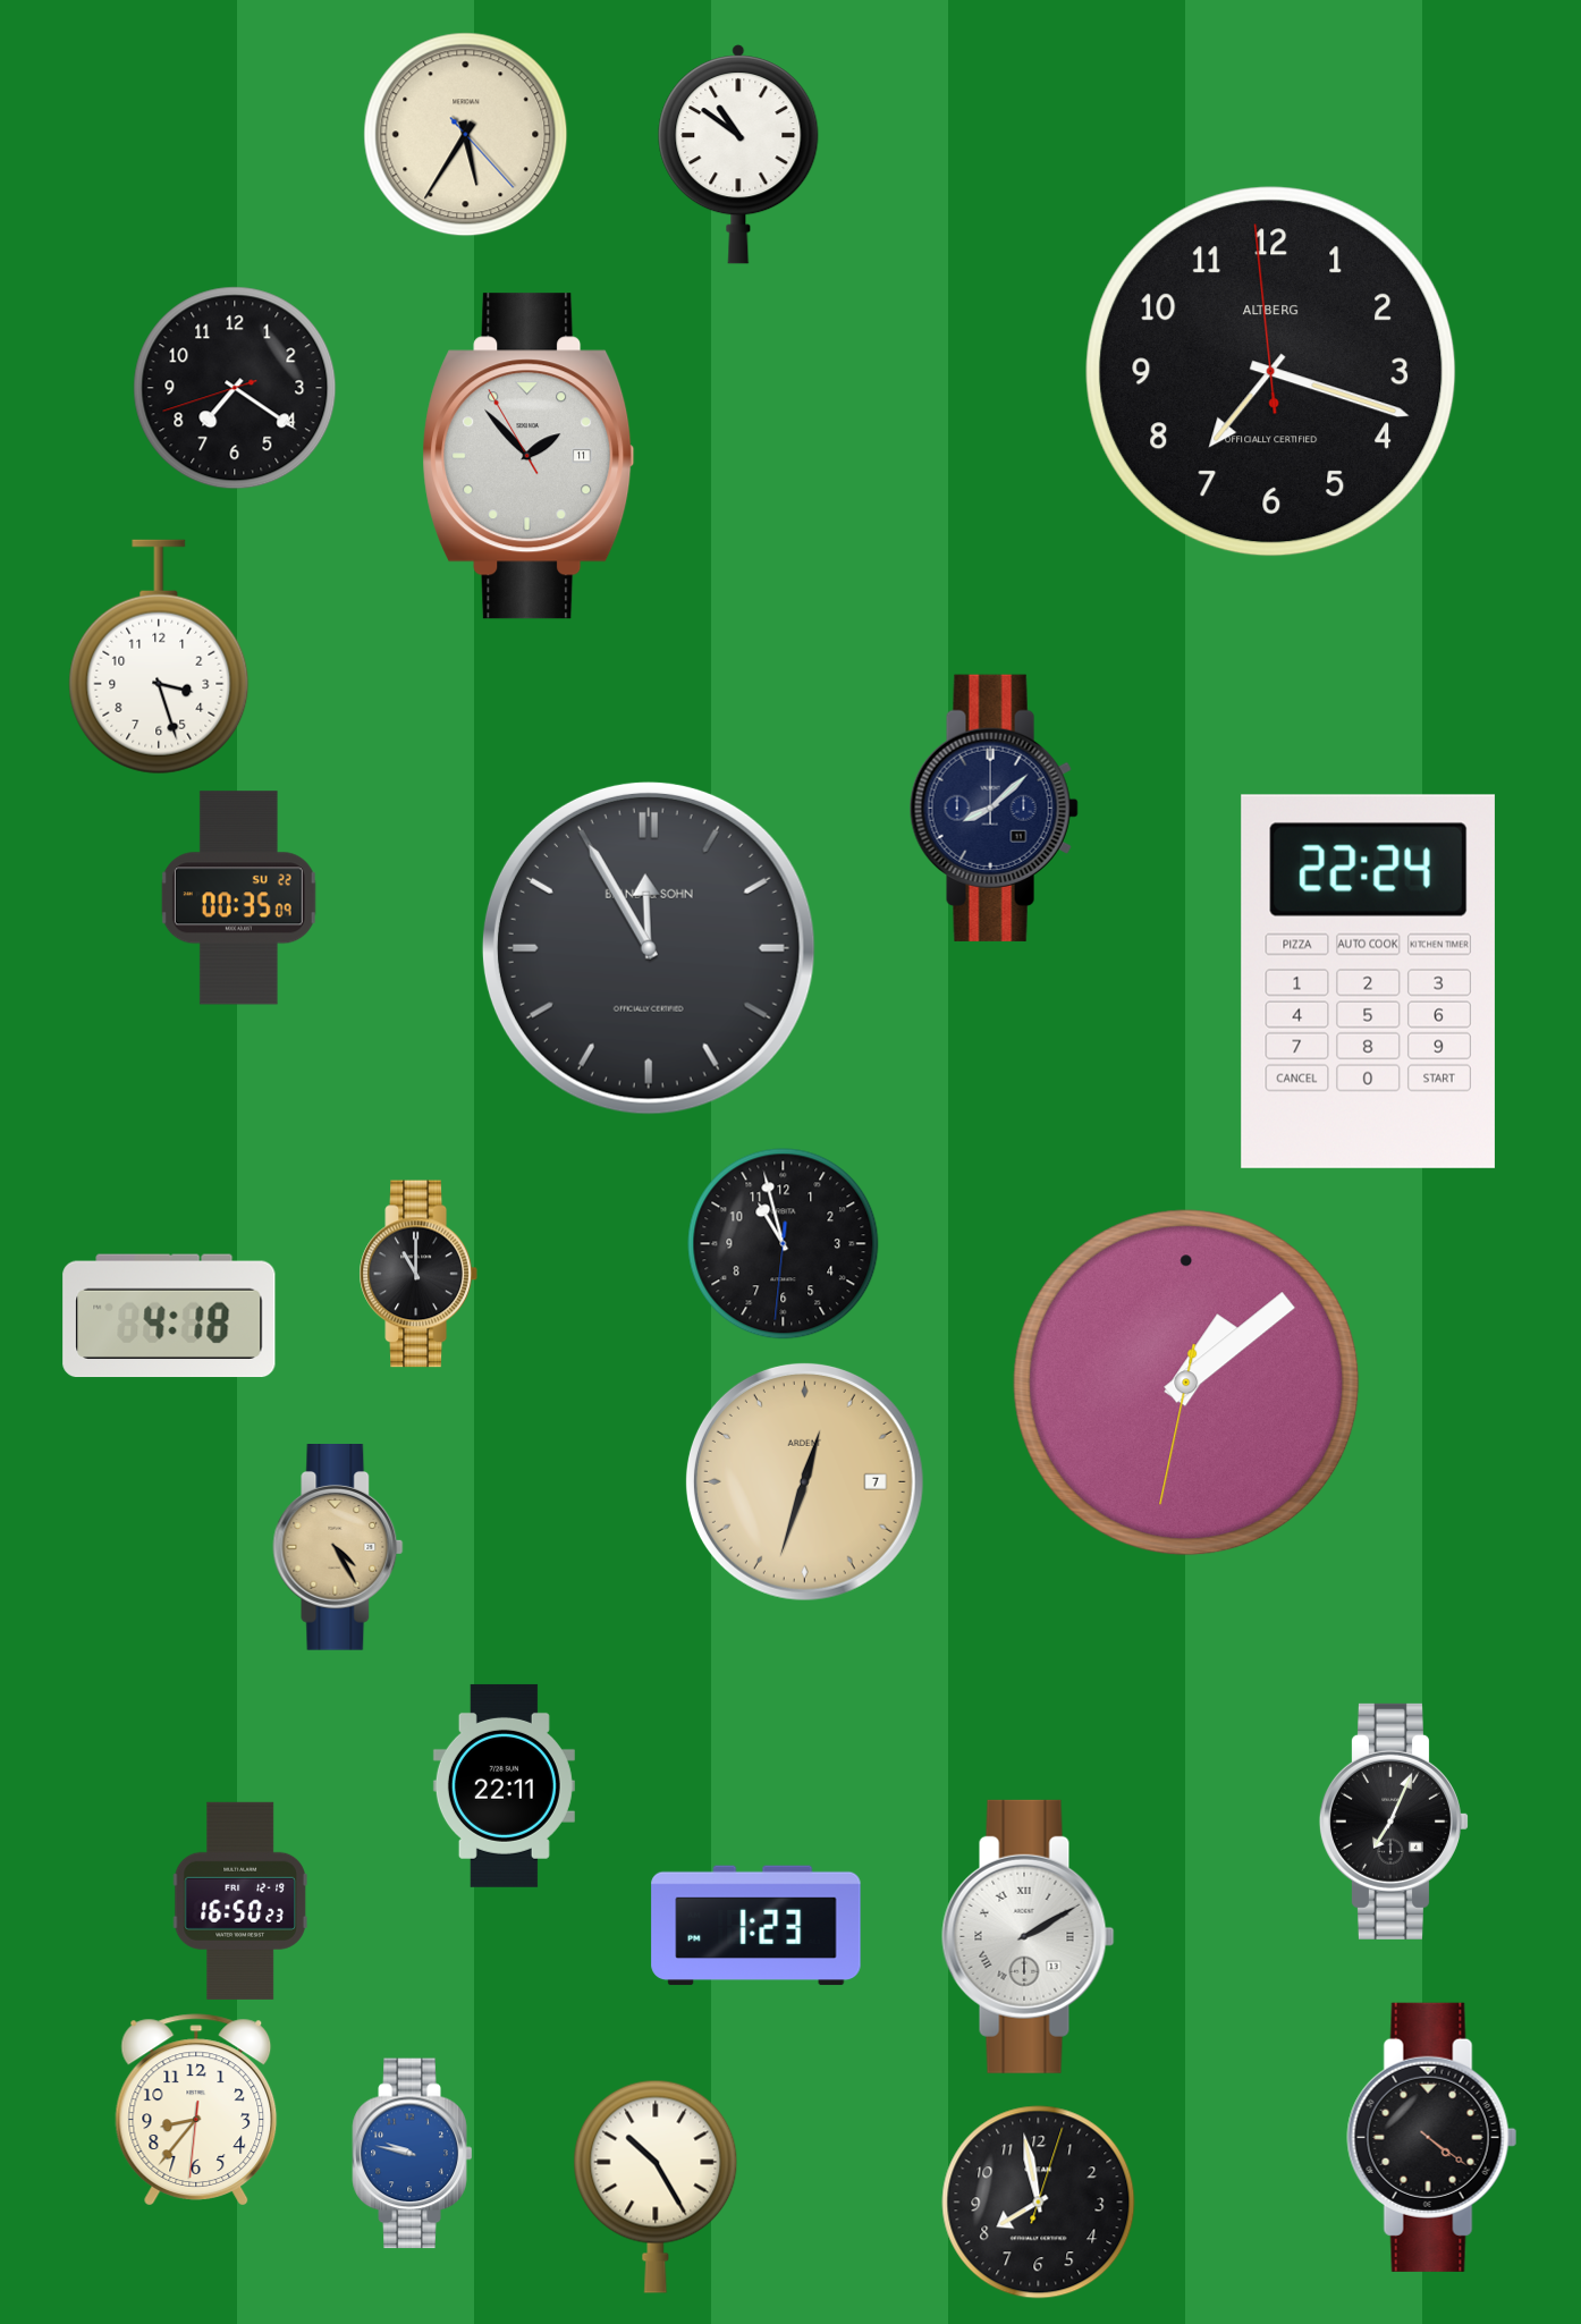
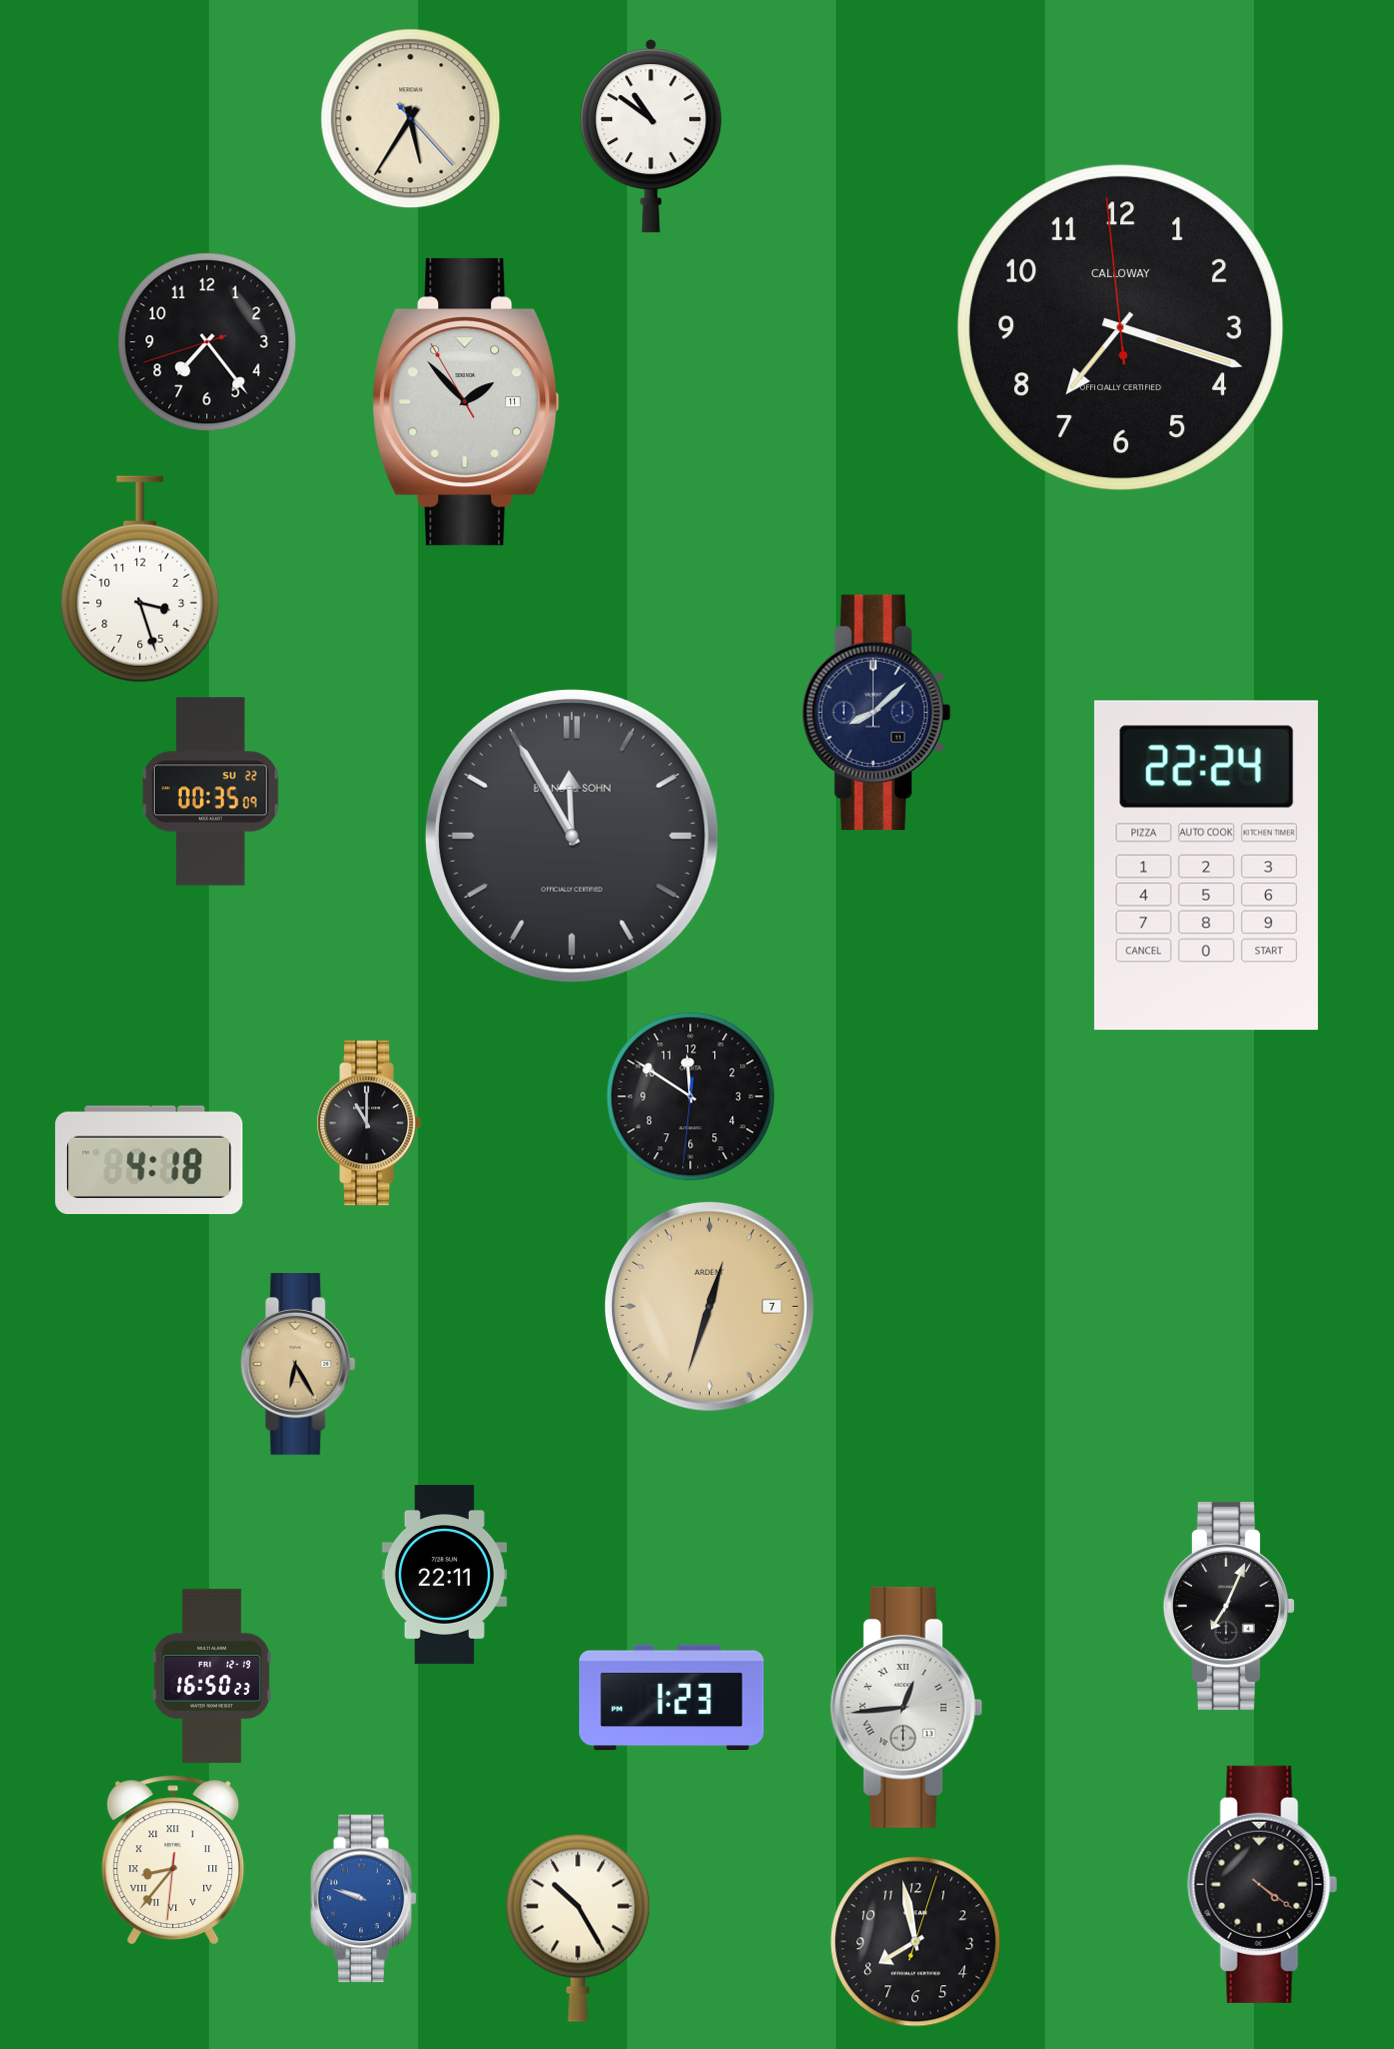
clock at (1271, 372) brand: ALTBERG -> CALLOWAY
clock at (235, 388): 7:20 -> 7:23
clock at (784, 1244): 10:57 -> 11:50
clock at (1186, 1383): 1:08 -> none
clock at (338, 1548): 4:25 -> 6:25
clock at (756, 1926) position: (756, 1926) -> (672, 1698)
clock at (1029, 1936): 2:10 -> 12:44
clock at (196, 2110) numerals: Arabic -> Roman
clock at (413, 2154): 9:47 -> 9:48
